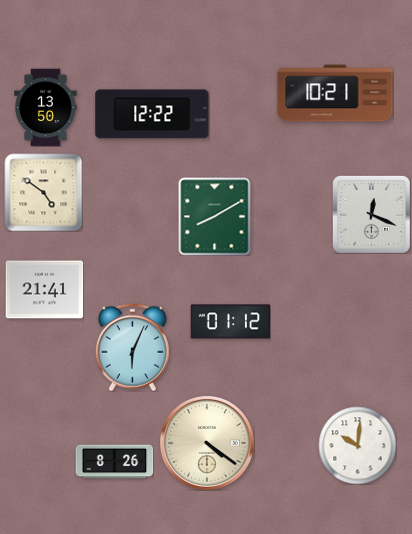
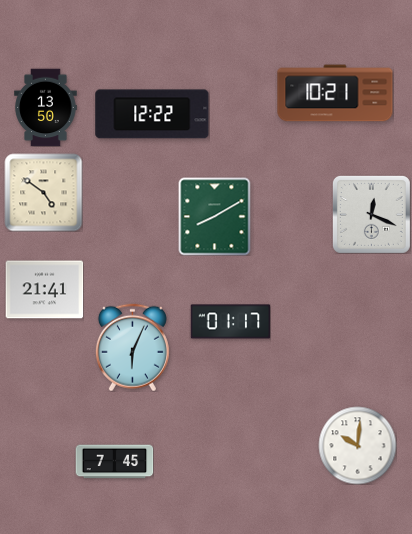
clock at (230, 322): 01:12 -> 01:17
clock at (207, 443): 4:21 -> none
clock at (114, 462): 8:26 -> 7:45
